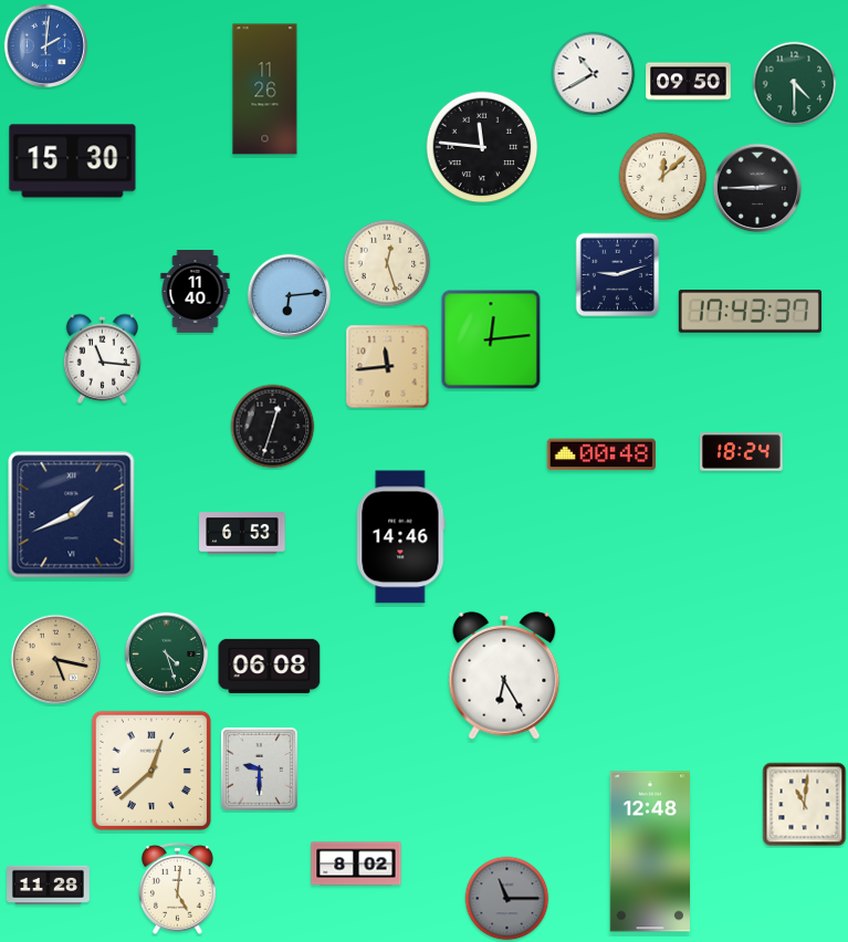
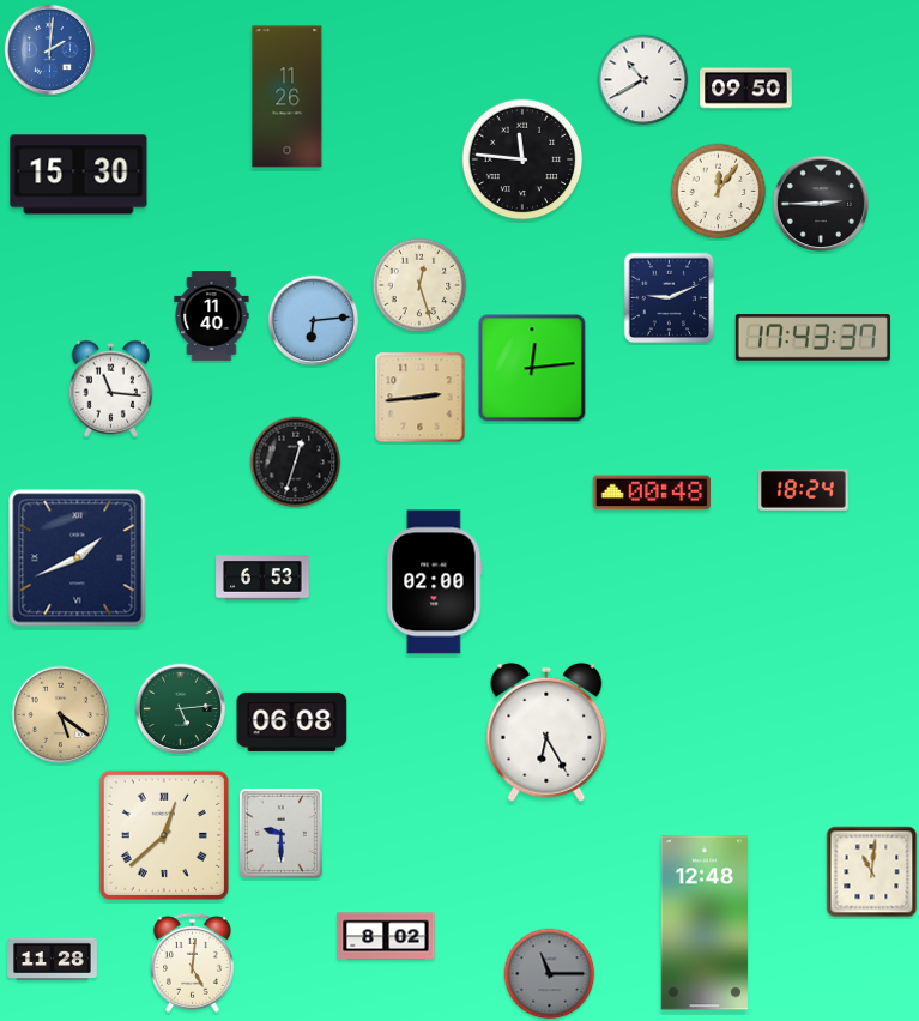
clock at (795, 84): 4:30 -> none
clock at (663, 177): 12:08 -> 12:06
clock at (618, 275): 9:12 -> 9:11
clock at (388, 367): 11:44 -> 2:44
clock at (401, 537): 14:46 -> 02:00
clock at (167, 655): 4:27 -> 5:14
clock at (56, 660): 5:17 -> 5:21
